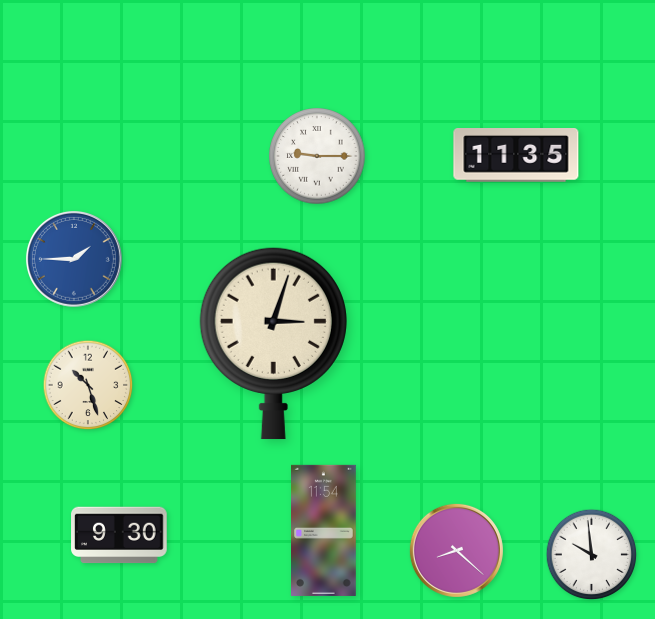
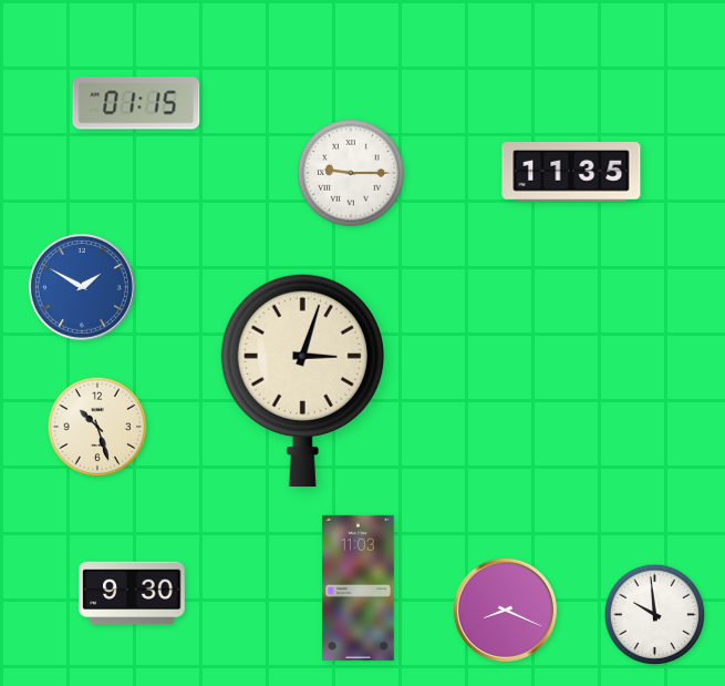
clock at (136, 103): none -> 01:15
clock at (74, 259): 1:45 -> 1:50
clock at (324, 530): 11:54 -> 11:03
clock at (456, 550): 8:22 -> 8:19
